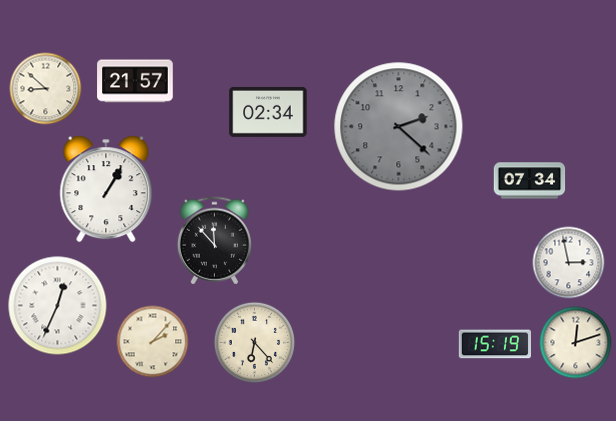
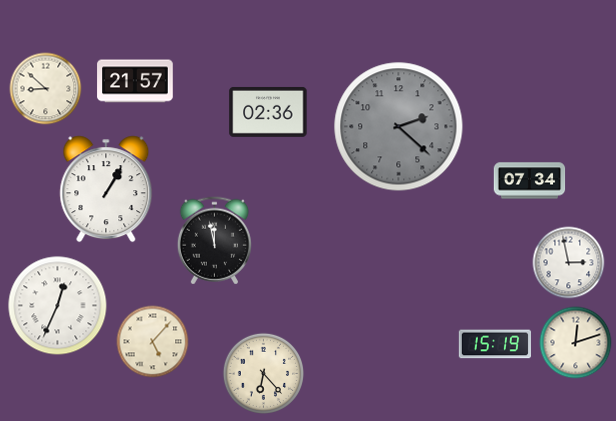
clock at (268, 112): 02:34 -> 02:36
clock at (214, 241): 11:53 -> 11:58
clock at (153, 342): 2:07 -> 5:07
clock at (254, 342) position: (254, 342) -> (263, 373)
